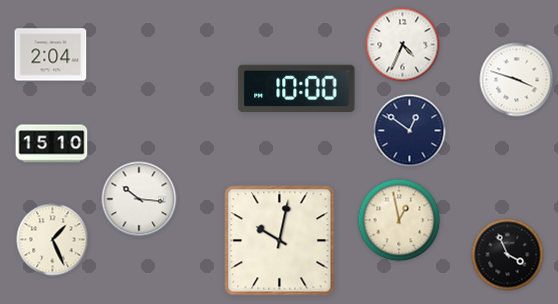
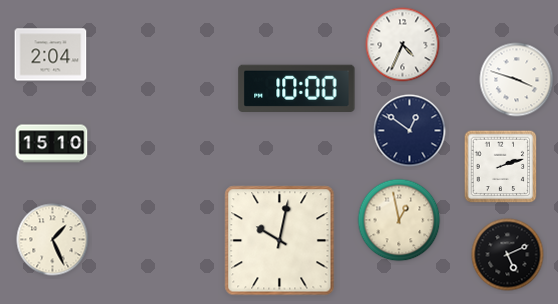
clock at (501, 167): none -> 2:12
clock at (139, 199): 10:16 -> none
clock at (508, 255): 3:56 -> 5:11
